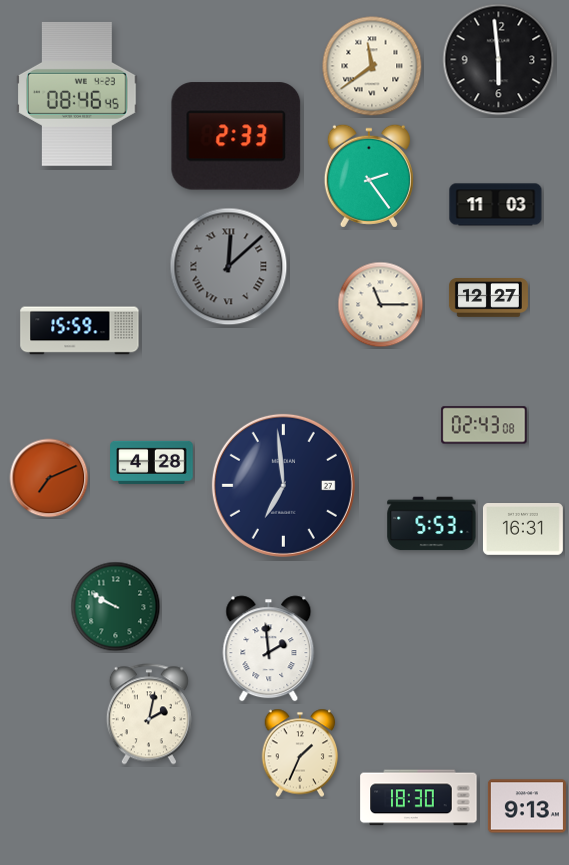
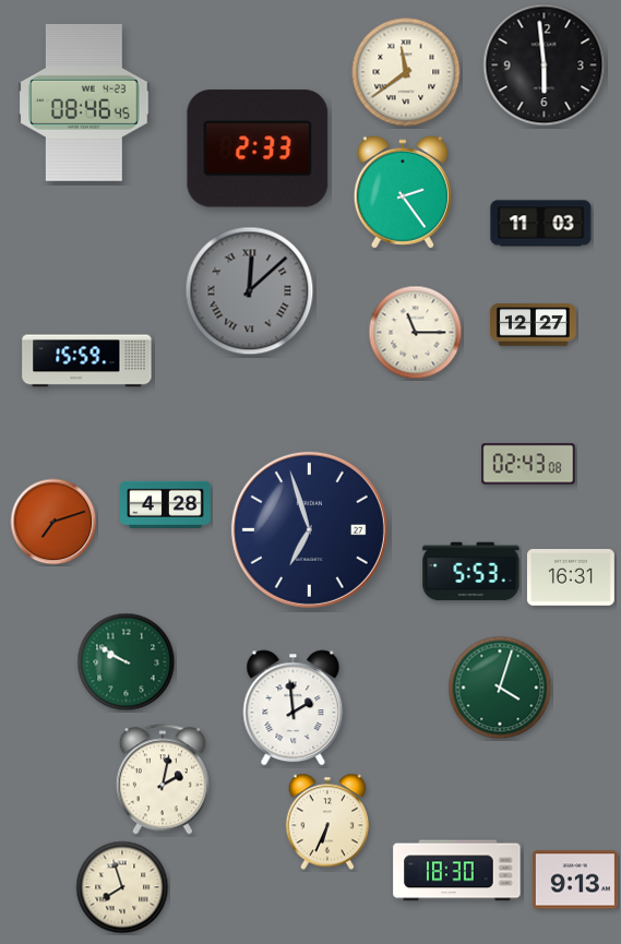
clock at (49, 478): 7:11 -> 7:12
clock at (283, 485): 6:59 -> 6:57
clock at (500, 688): none -> 4:03
clock at (300, 753): 1:34 -> 6:34
clock at (122, 887): none -> 7:57
